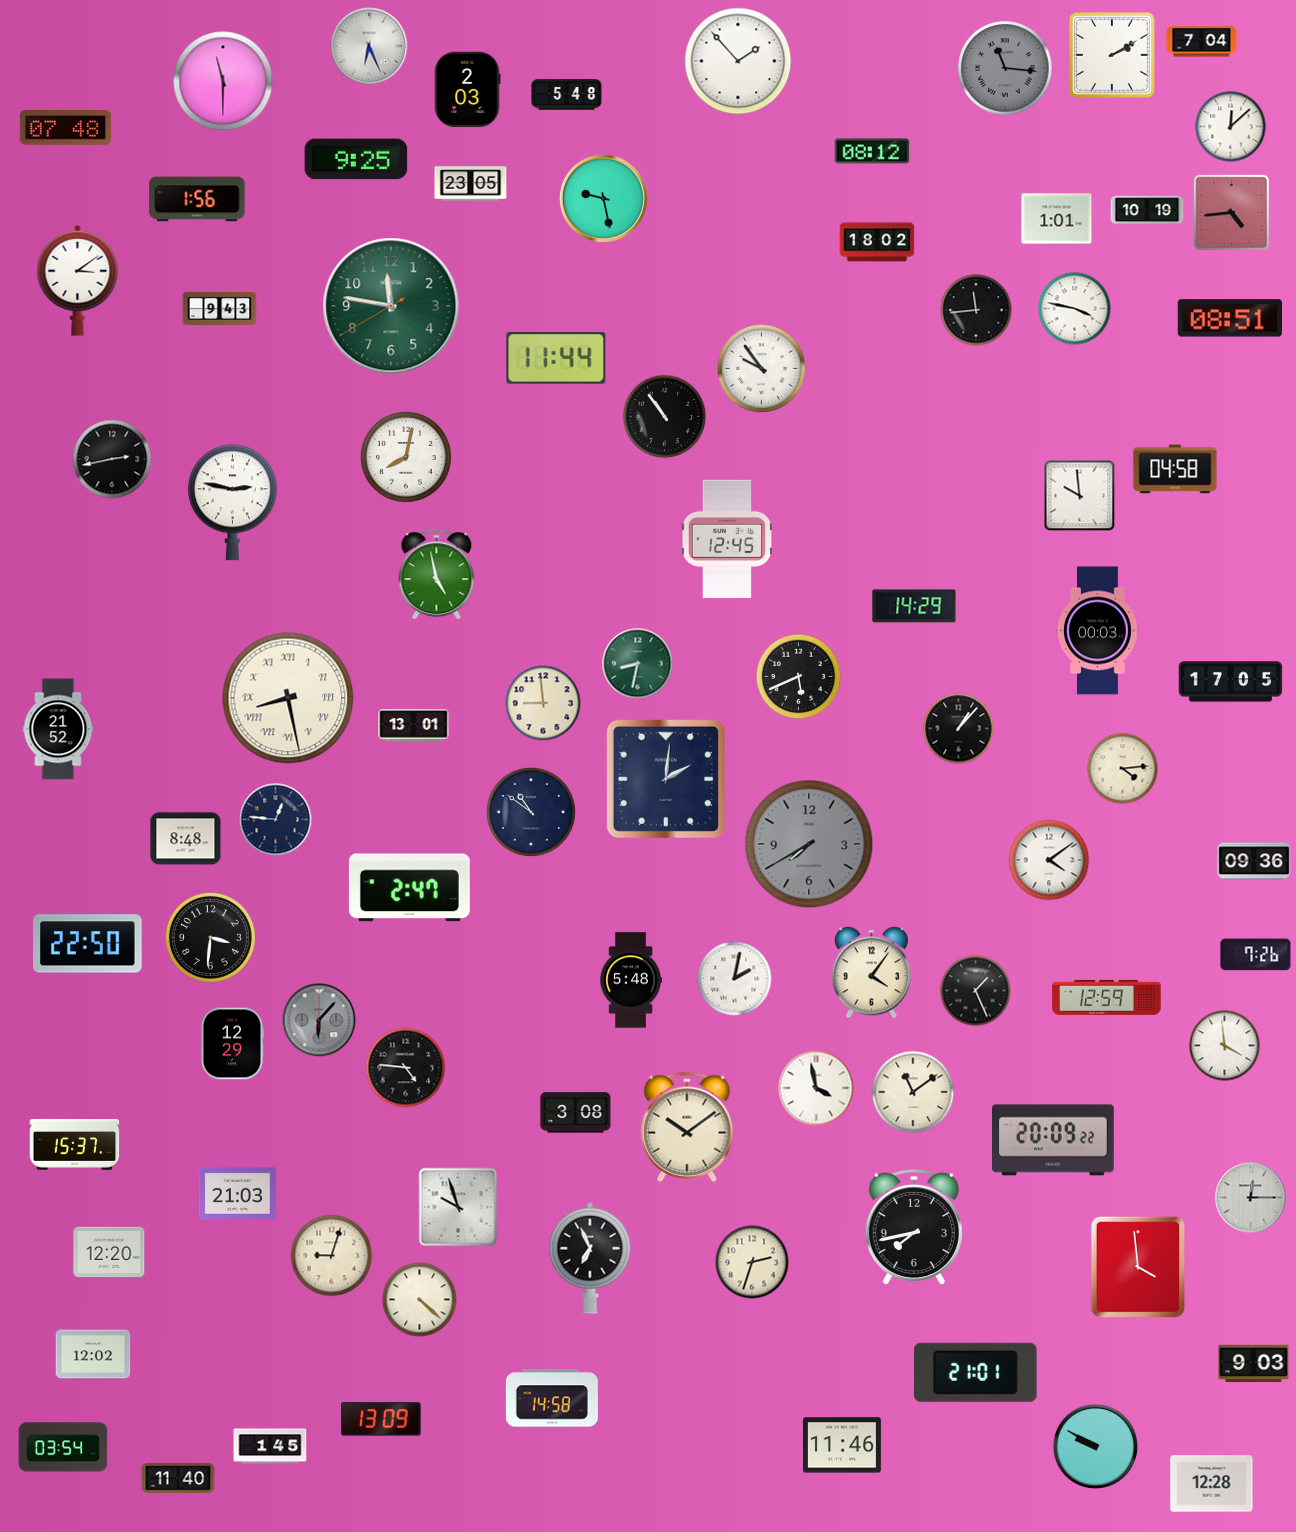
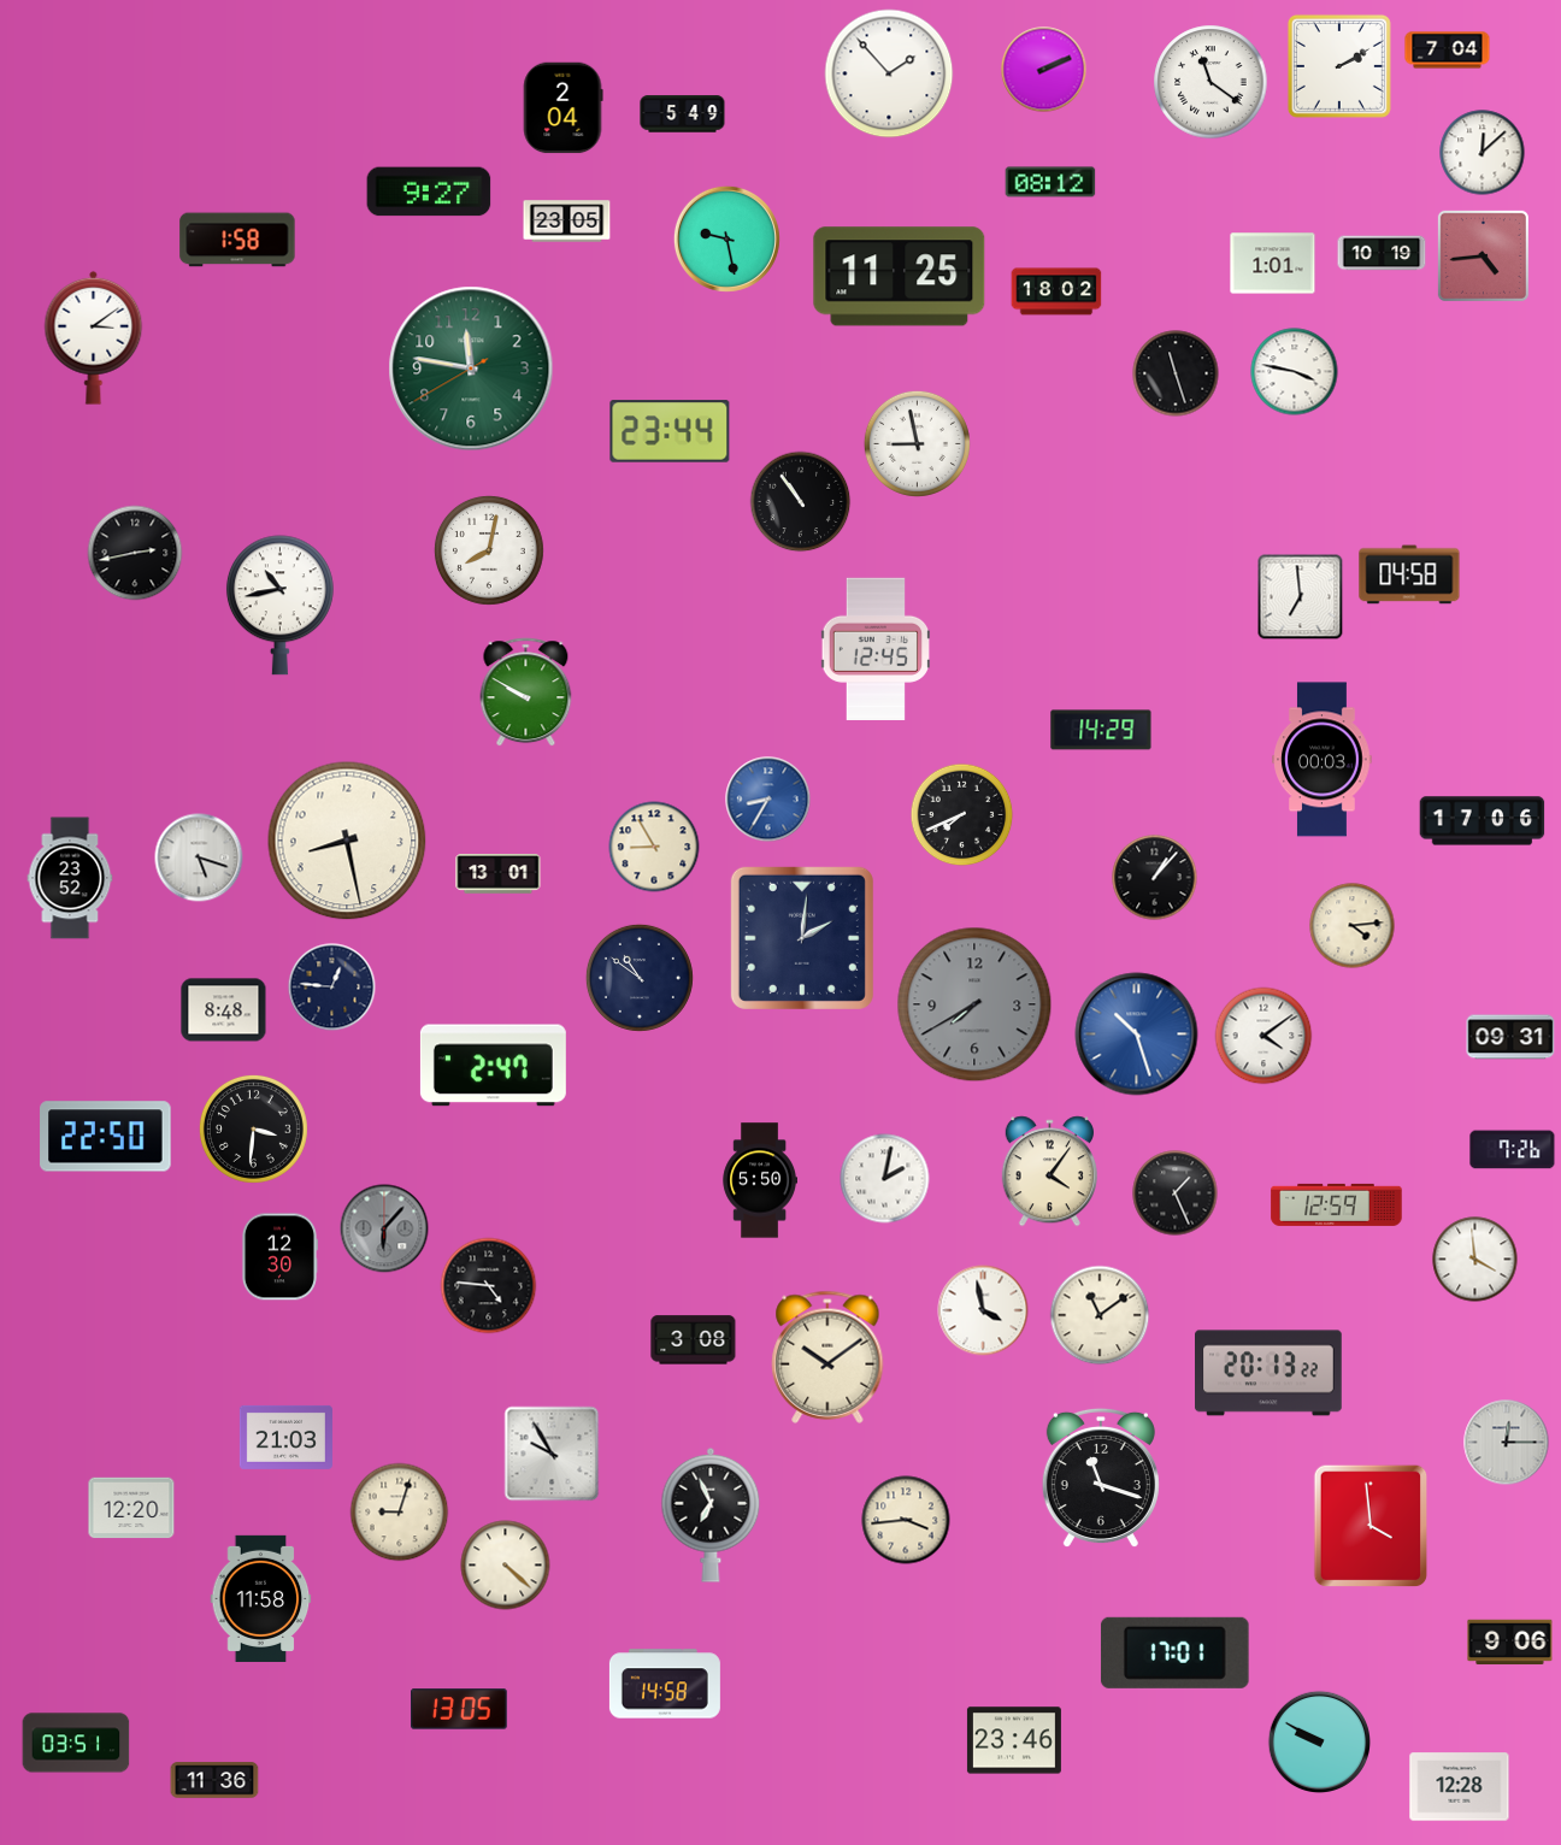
clock at (369, 46): 6:26 -> none
clock at (1044, 70): none -> 2:11
clock at (1005, 68): 11:16 -> 11:21
clock at (1005, 68) dial: grey -> white
clock at (223, 81): 11:30 -> none
clock at (467, 90): 2:03 -> 2:04
clock at (567, 95): 5:48 -> 5:49
clock at (65, 128): 07:48 -> none
clock at (356, 159): 9:25 -> 9:27
clock at (197, 199): 1:56 -> 1:58
clock at (900, 277): none -> 11:25
clock at (220, 308): 9:43 -> none
clock at (976, 310): 11:44 -> 11:27
clock at (1229, 318): 08:51 -> none
clock at (556, 358): 11:44 -> 23:44
clock at (761, 368): 9:54 -> 8:58
clock at (1175, 469) position: (1175, 469) -> (1409, 574)
clock at (1080, 496): 9:59 -> 6:59
clock at (232, 503): 2:47 -> 10:43
clock at (437, 575): 4:58 -> 9:50
clock at (638, 664): 8:32 -> 8:35
clock at (638, 664) dial: green -> blue
clock at (799, 677): 5:41 -> 7:41
clock at (1231, 682): 17:05 -> 17:06
clock at (288, 698) numerals: Roman -> Arabic
clock at (543, 703): 8:59 -> 8:55
clock at (199, 857): none -> 5:18
clock at (58, 729): 21:52 -> 23:52
clock at (809, 844) position: (809, 844) -> (974, 1004)
clock at (1137, 1035): none -> 10:27
clock at (1254, 861): 09:36 -> 09:31
clock at (409, 888) position: (409, 888) -> (493, 1066)
clock at (630, 980): 5:48 -> 5:50
clock at (1107, 997) position: (1107, 997) -> (1337, 1204)
clock at (232, 1044): 12:29 -> 12:30
clock at (1054, 1140): 20:09 -> 20:13
clock at (75, 1145): 15:37 -> none
clock at (458, 1207): 9:57 -> 9:55
clock at (914, 1227): 7:43 -> 11:18
clock at (752, 1262): 2:33 -> 3:44
clock at (261, 1598): none -> 11:58
clock at (93, 1354): 12:02 -> none
clock at (1254, 1364): 9:03 -> 9:06
clock at (975, 1372): 21:01 -> 17:01
clock at (381, 1419): 13:09 -> 13:05
clock at (842, 1445): 11:46 -> 23:46
clock at (270, 1446): 1:45 -> none
clock at (63, 1447): 03:54 -> 03:51
clock at (178, 1478): 11:40 -> 11:36
